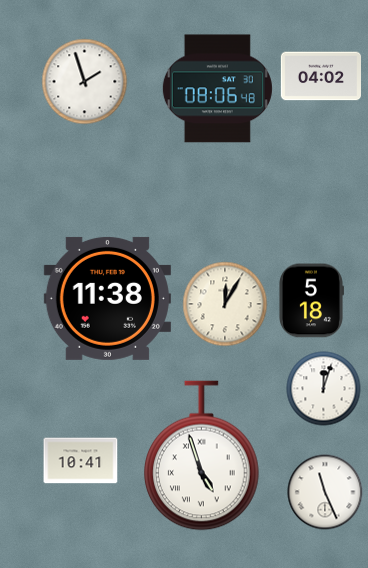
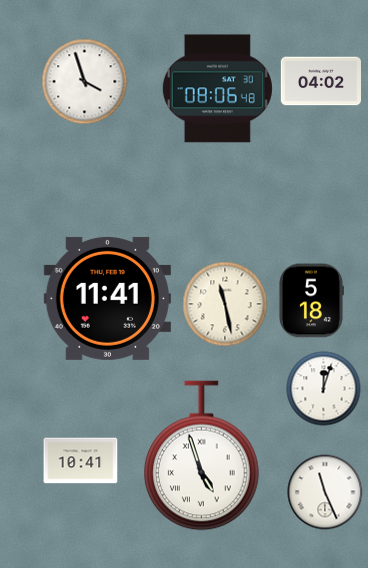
clock at (320, 76) position: (320, 76) -> (320, 81)
clock at (85, 82): 1:57 -> 3:57
clock at (107, 298): 11:38 -> 11:41
clock at (225, 304): 12:05 -> 11:28
